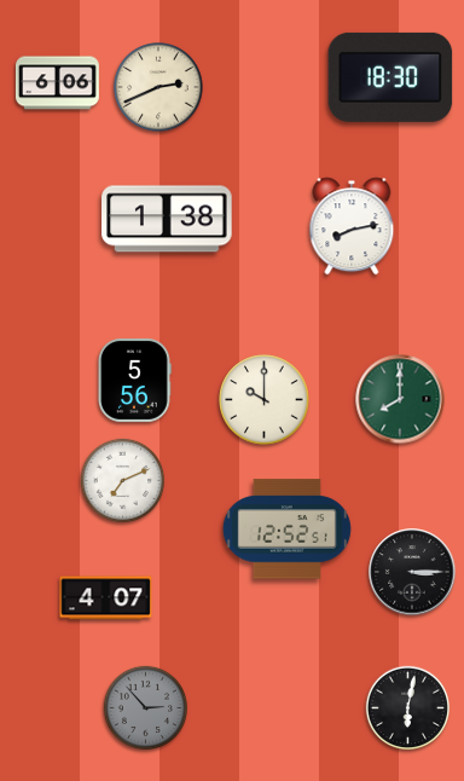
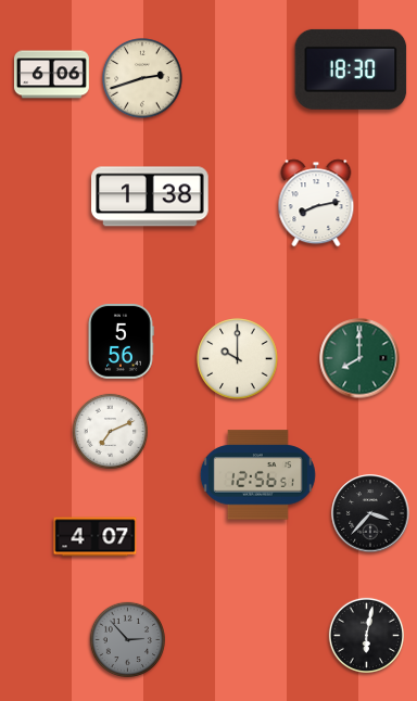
clock at (158, 87): 2:41 -> 2:42
clock at (286, 530): 12:52 -> 12:56
clock at (412, 572): 3:15 -> 3:37
clock at (145, 707) position: (145, 707) -> (127, 639)
